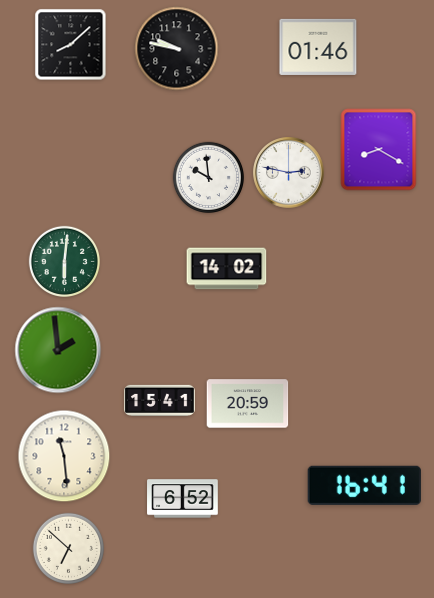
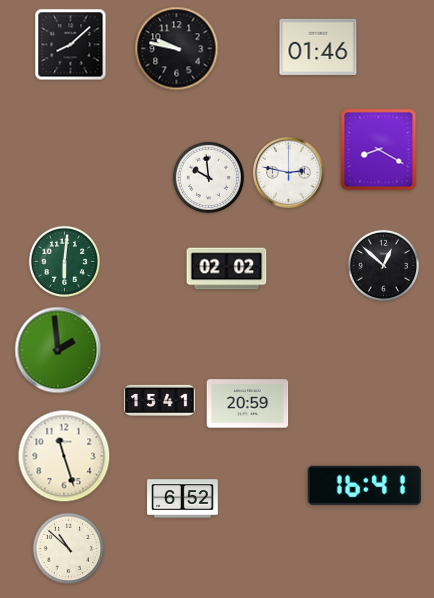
clock at (383, 265): none -> 12:52
clock at (227, 269): 14:02 -> 02:02
clock at (64, 456): 11:29 -> 11:27
clock at (68, 548): 6:52 -> 10:52
